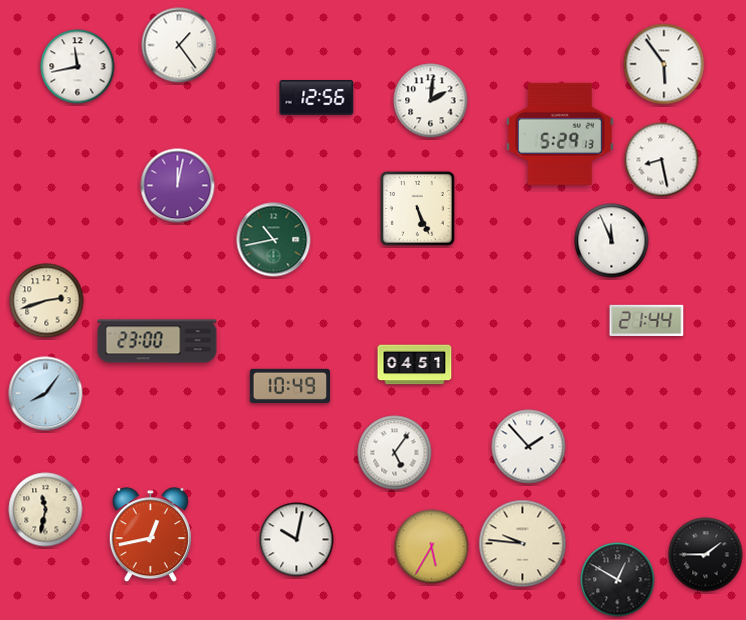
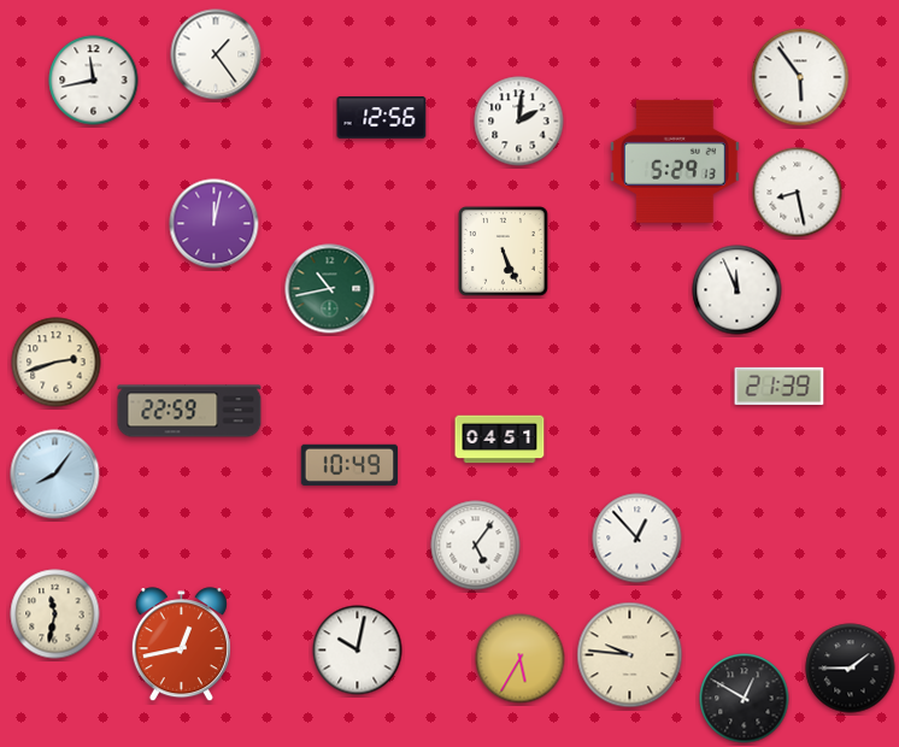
clock at (647, 320): 21:44 -> 21:39
clock at (157, 341): 23:00 -> 22:59
clock at (529, 447): 1:53 -> 12:53
